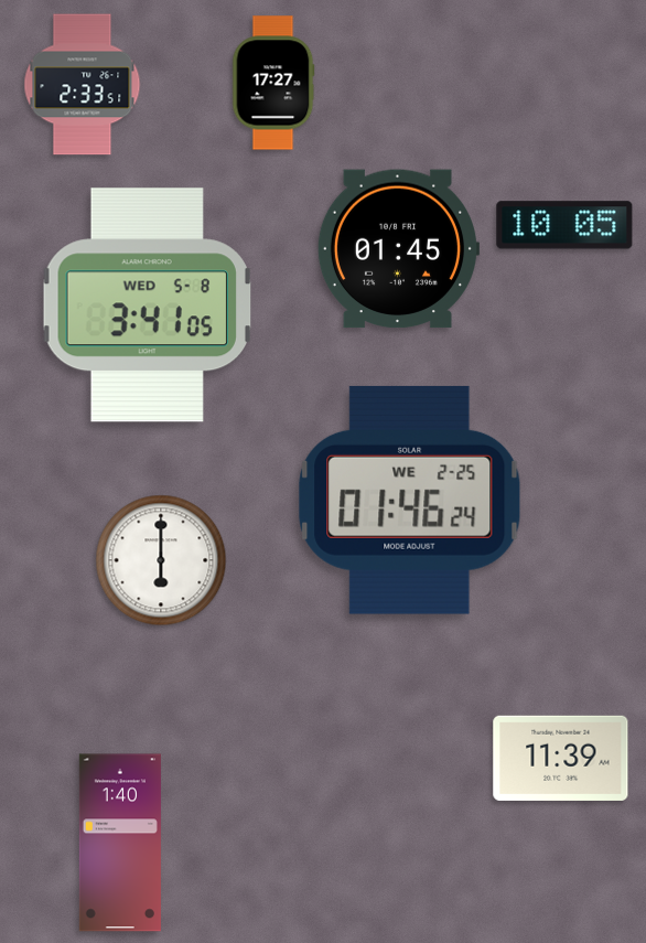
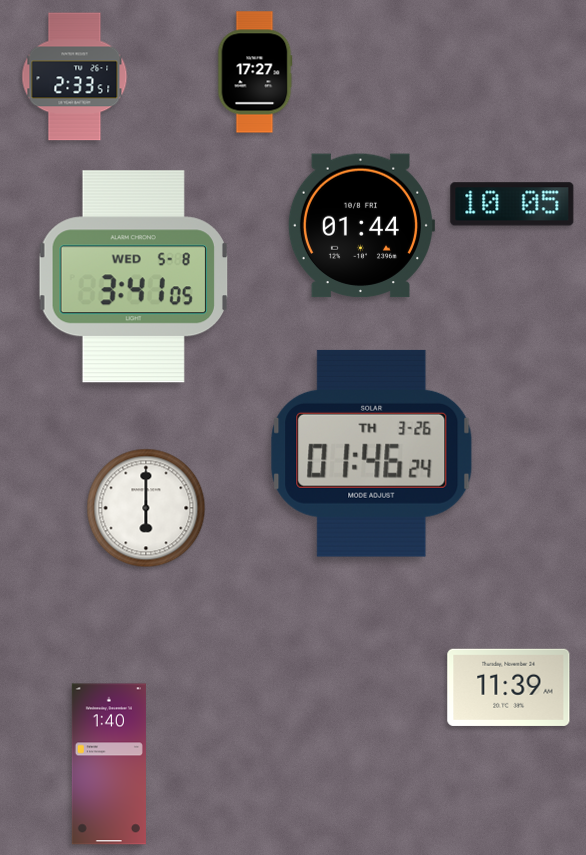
clock at (273, 83) position: (273, 83) -> (255, 72)
clock at (397, 249): 01:45 -> 01:44
clock at (410, 500) date: WE 2-25 -> TH 3-26
